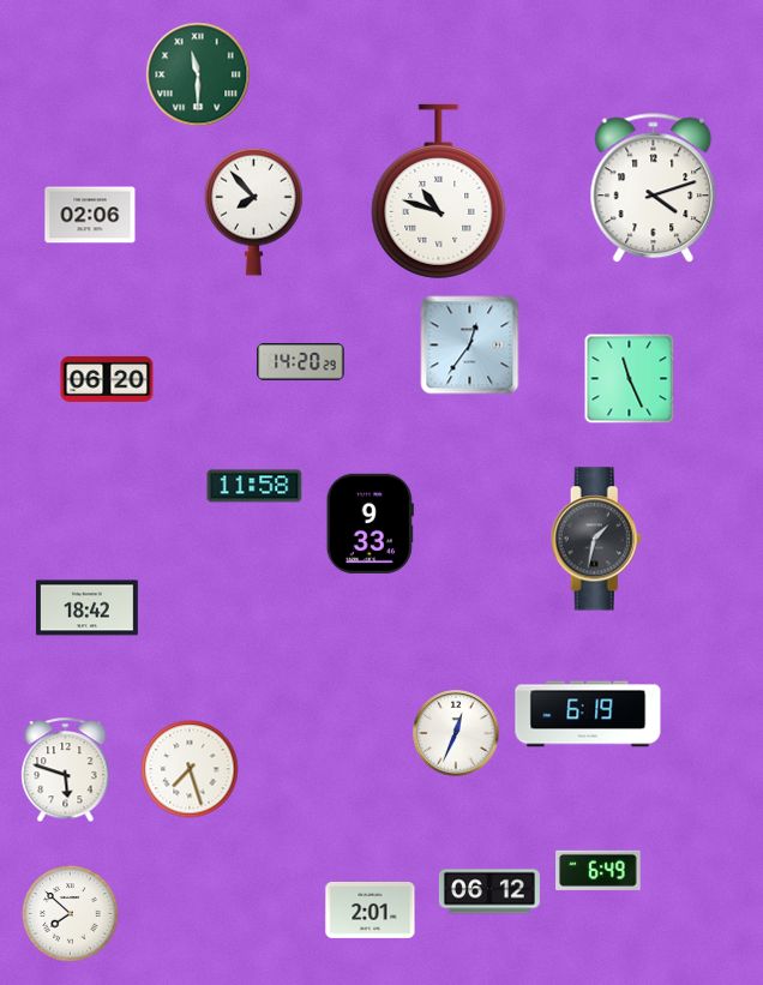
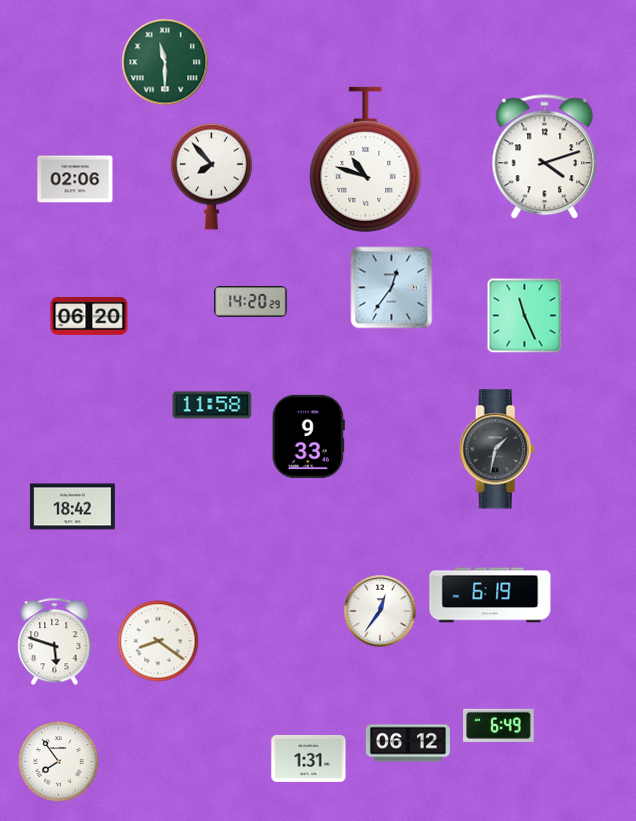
clock at (456, 733): 12:34 -> 12:36
clock at (190, 769): 7:27 -> 8:21
clock at (371, 909): 2:01 -> 1:31
clock at (71, 914): 7:52 -> 7:54
